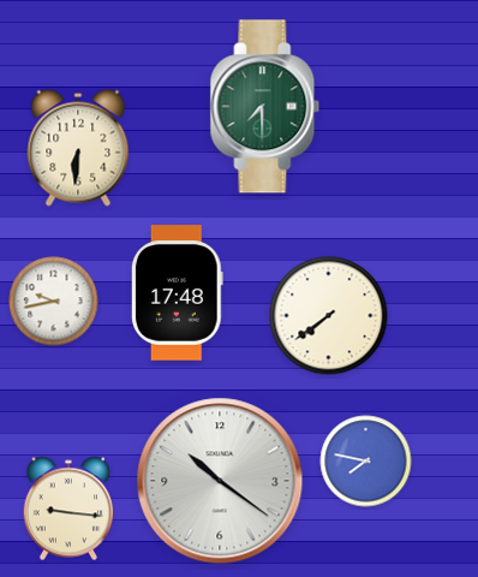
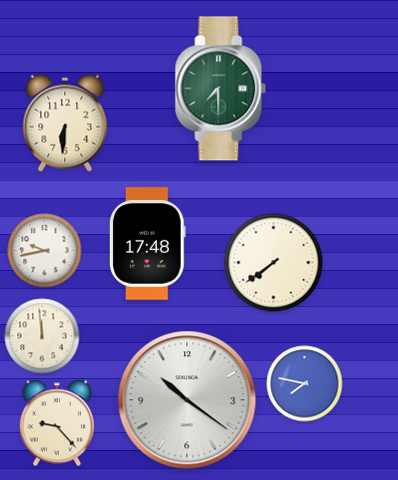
clock at (42, 336): none -> 11:59
clock at (220, 481) position: (220, 481) -> (187, 400)
clock at (68, 508): 9:16 -> 9:23
